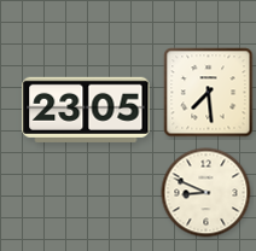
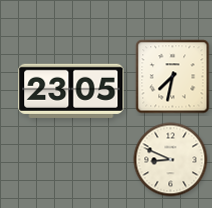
clock at (209, 93): 7:29 -> 7:32
